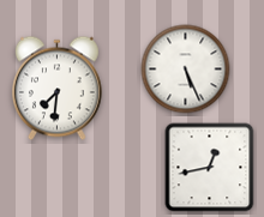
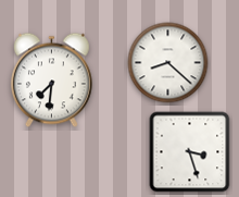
clock at (186, 70): 5:26 -> 8:22
clock at (210, 168): 12:43 -> 3:27
